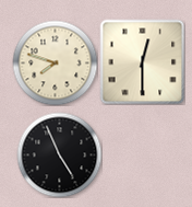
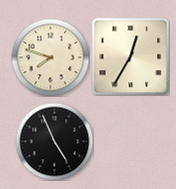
clock at (142, 61): 12:30 -> 12:35
